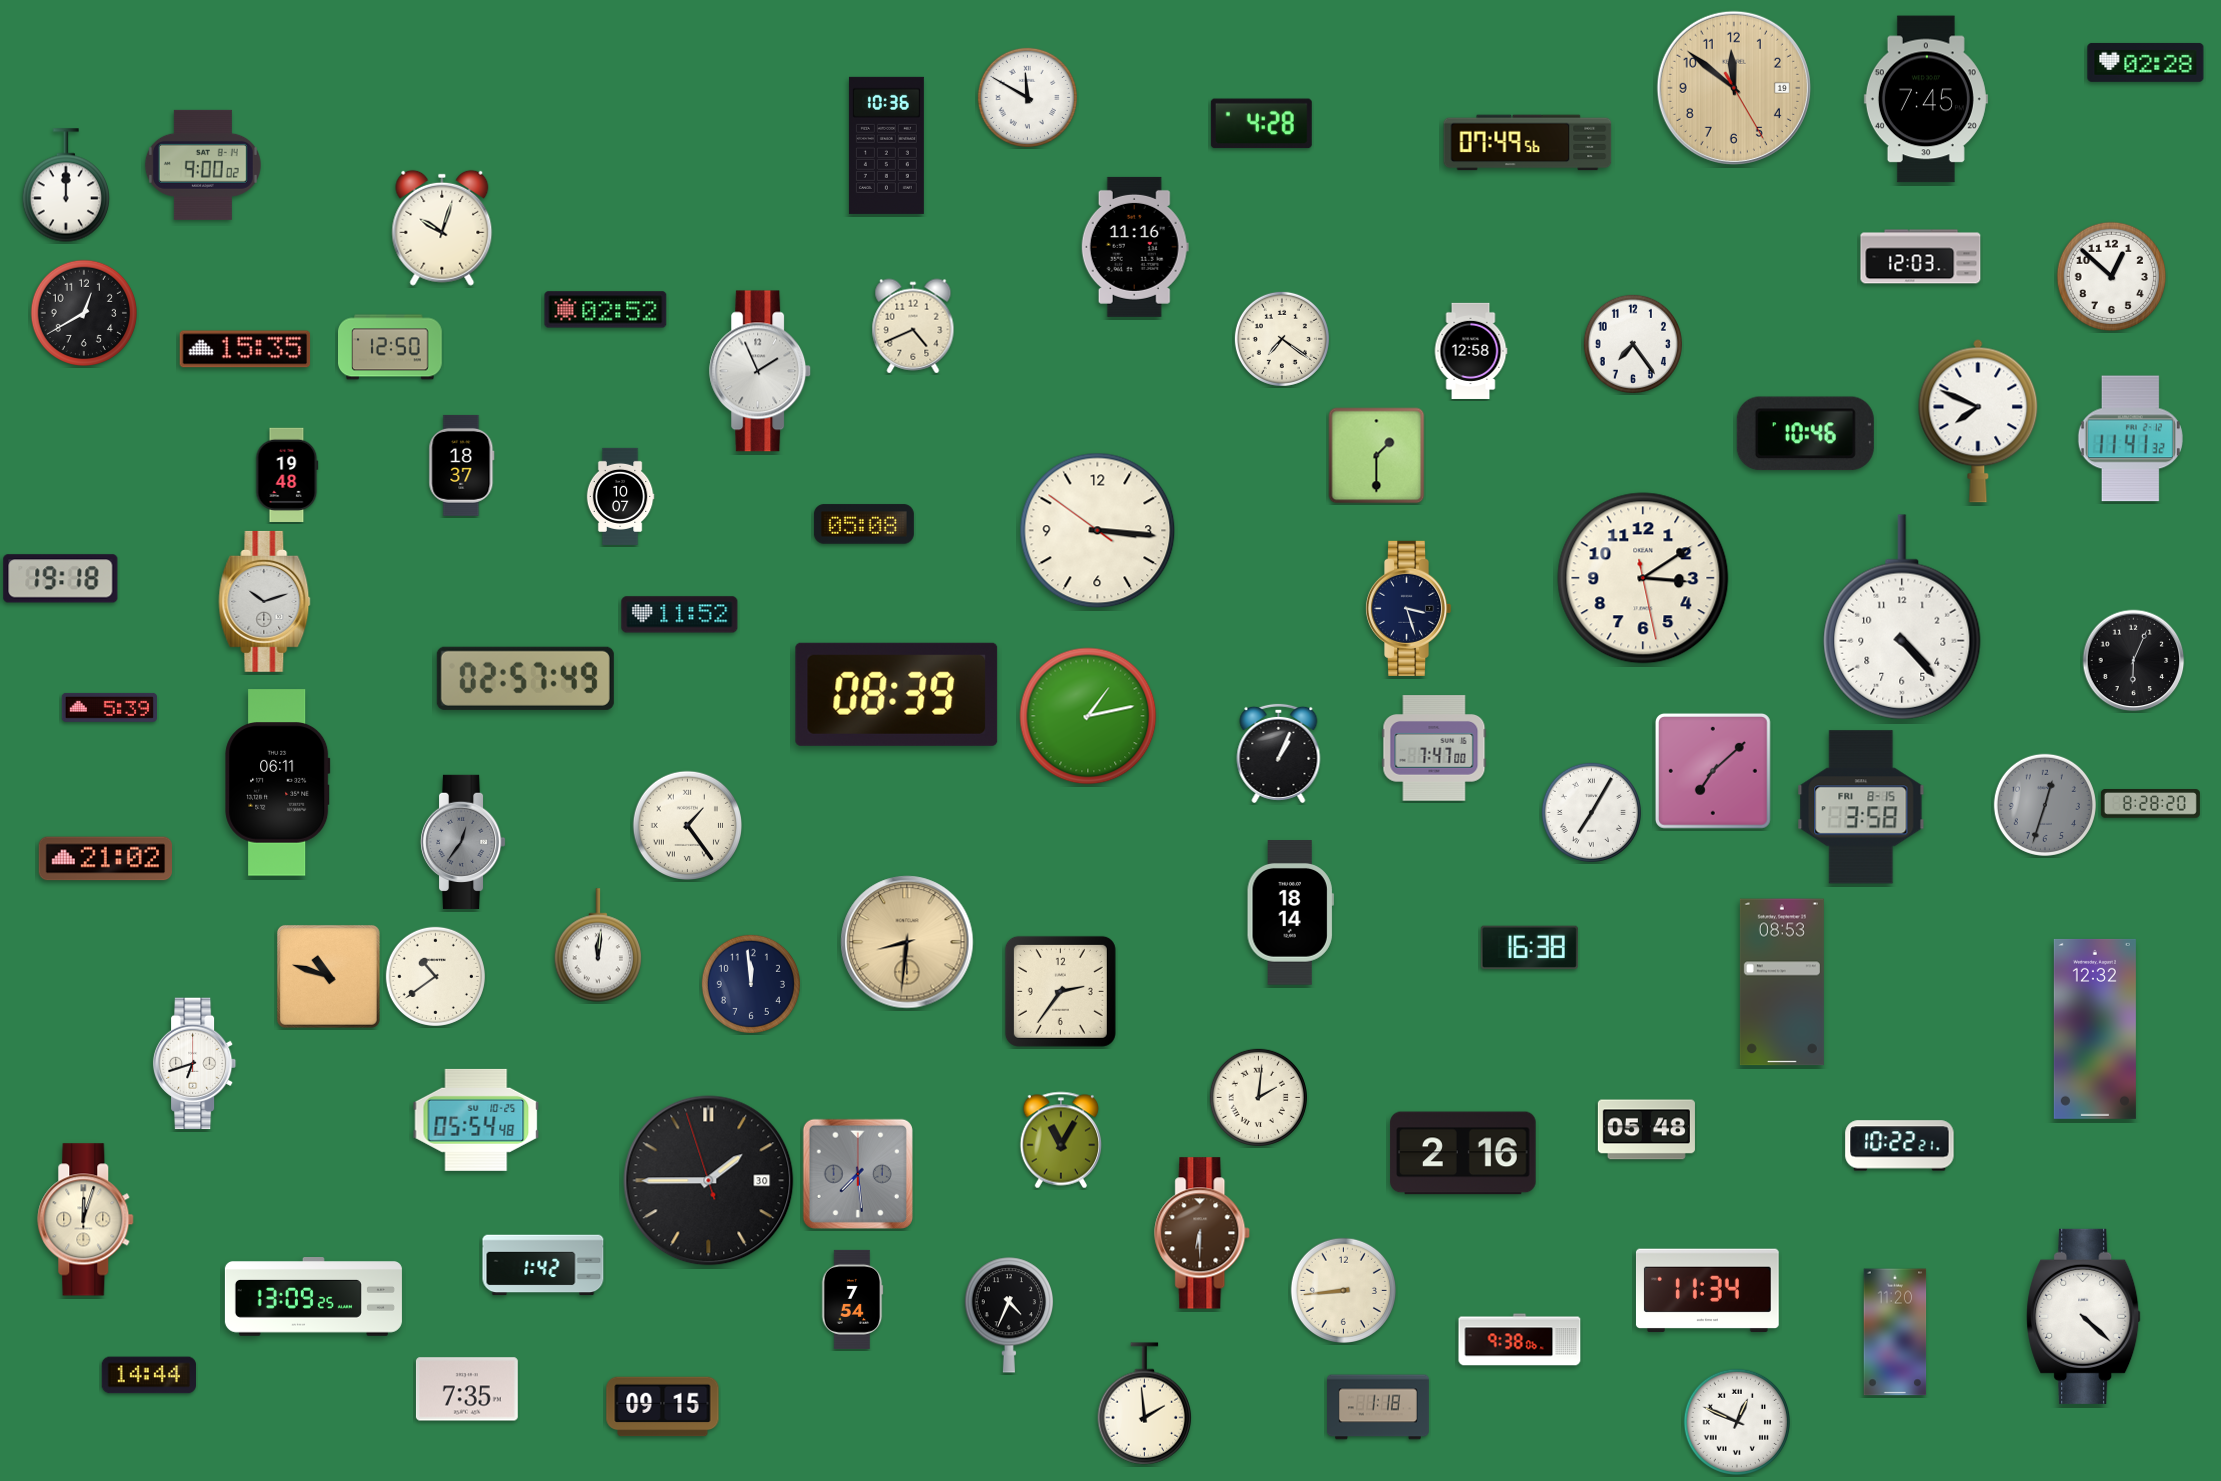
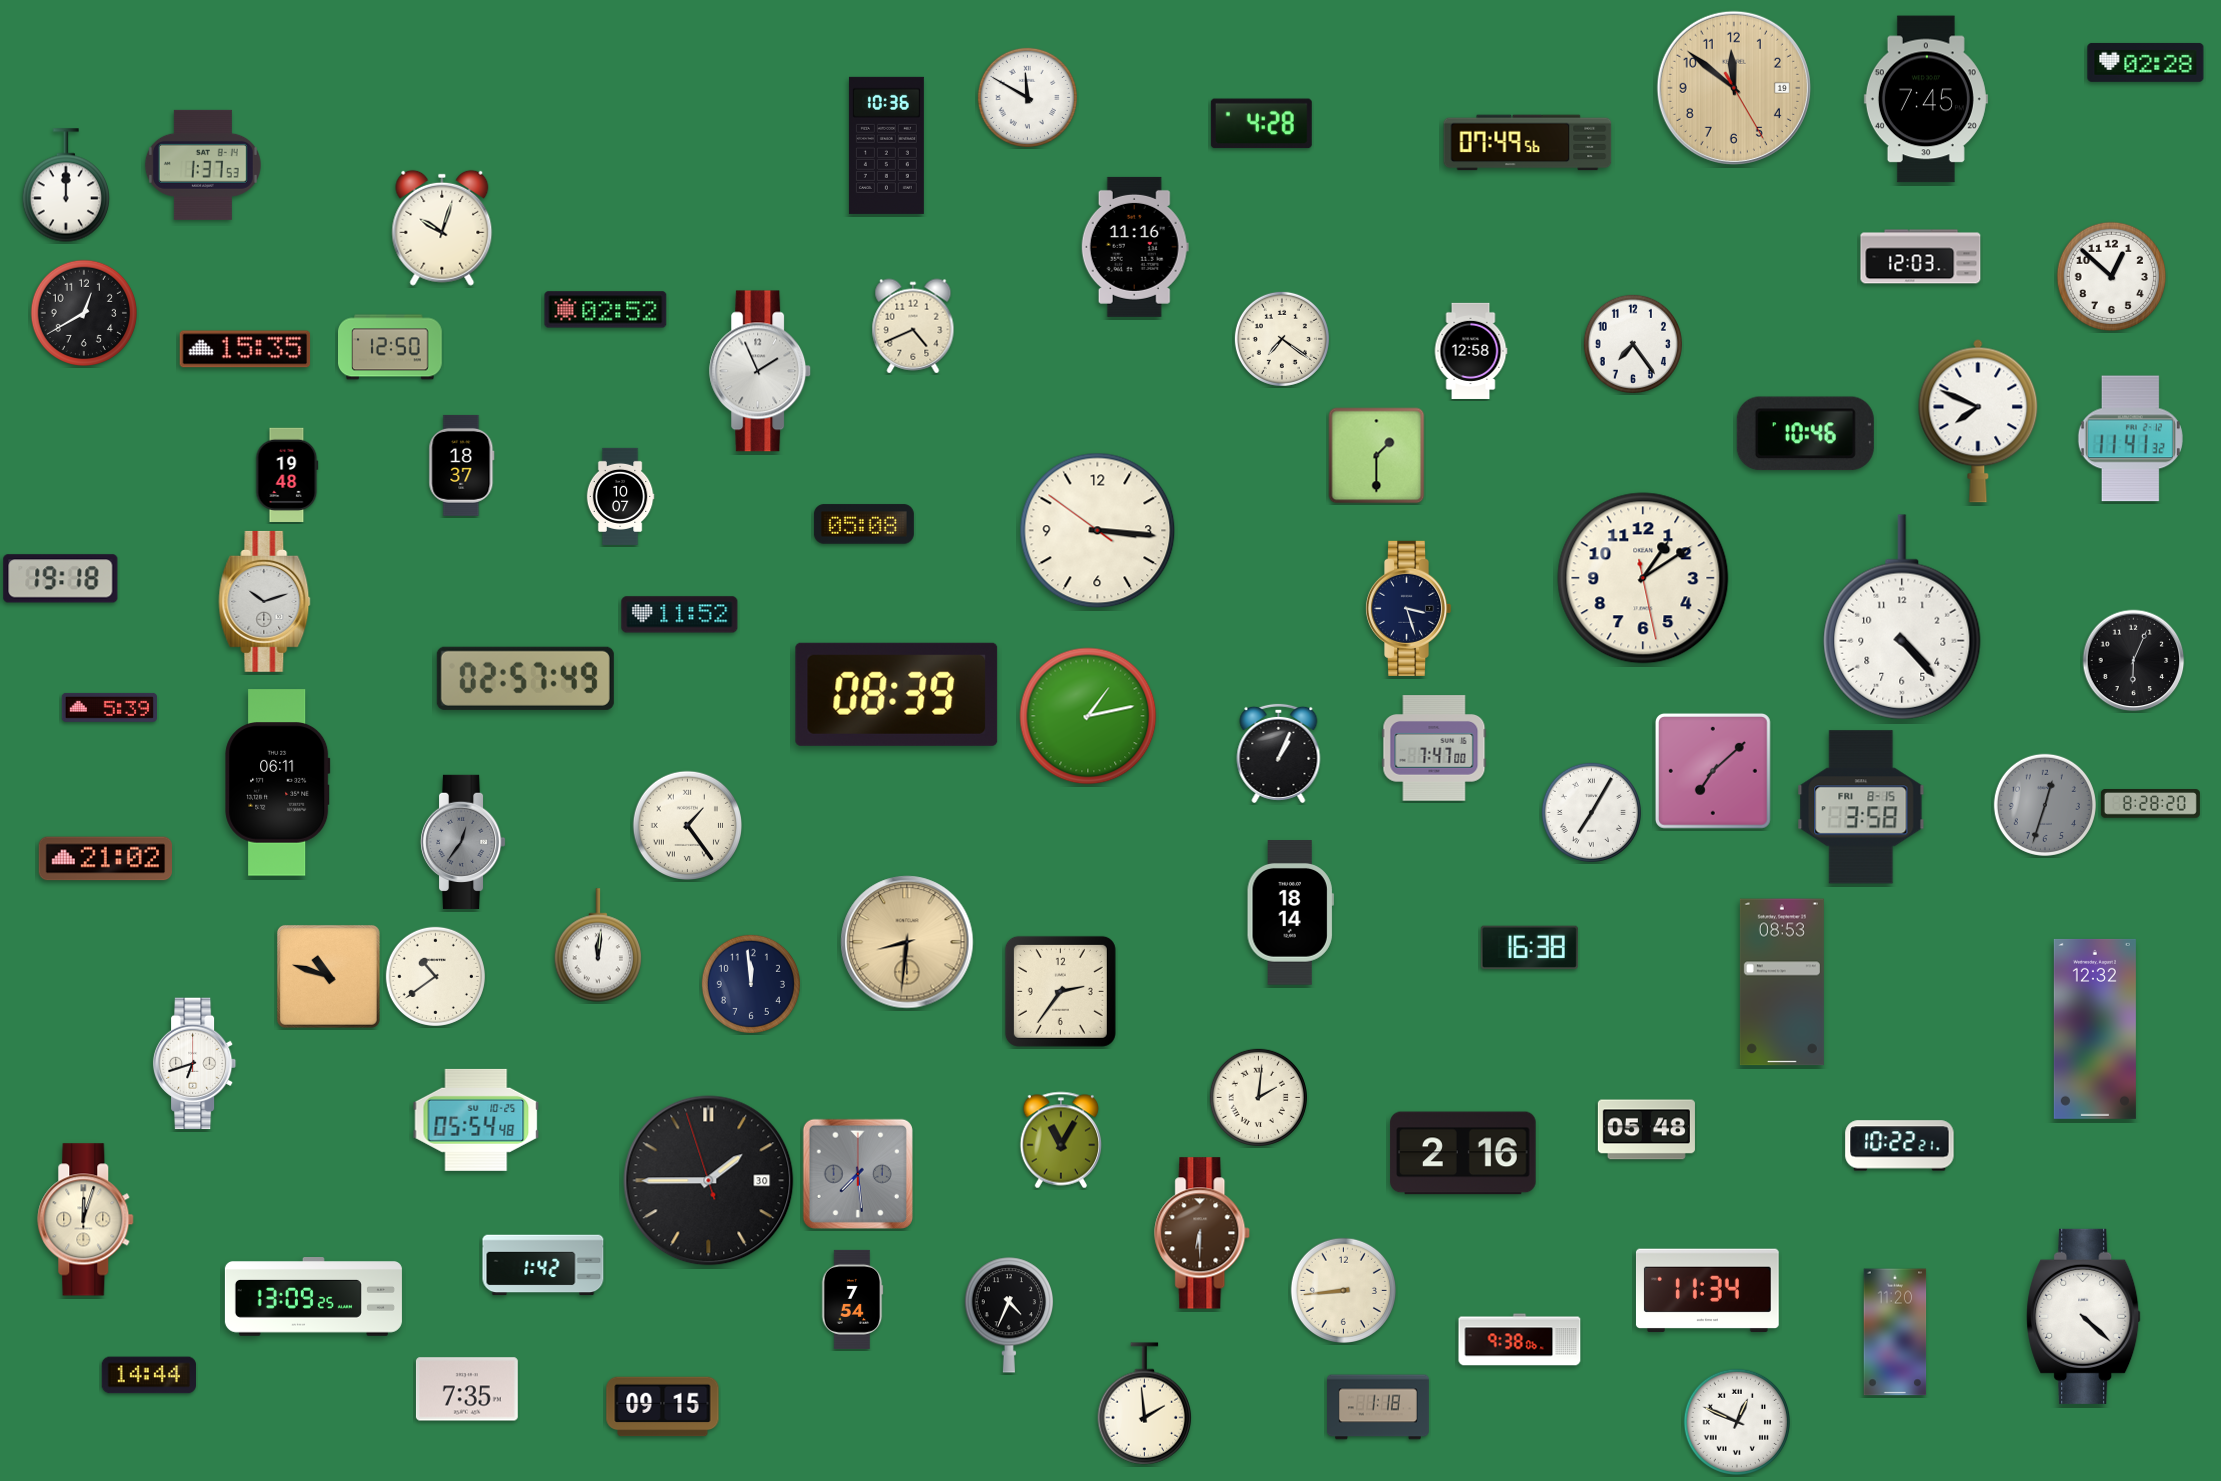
clock at (203, 165): 9:00 -> 1:37
clock at (1643, 578): 3:09 -> 1:09
